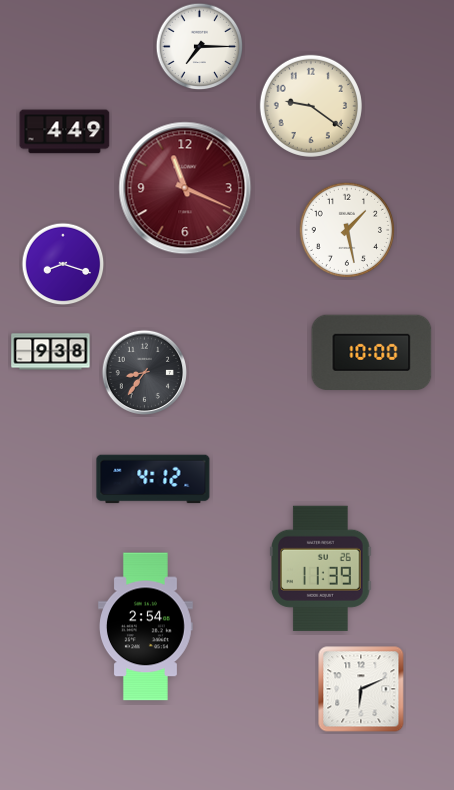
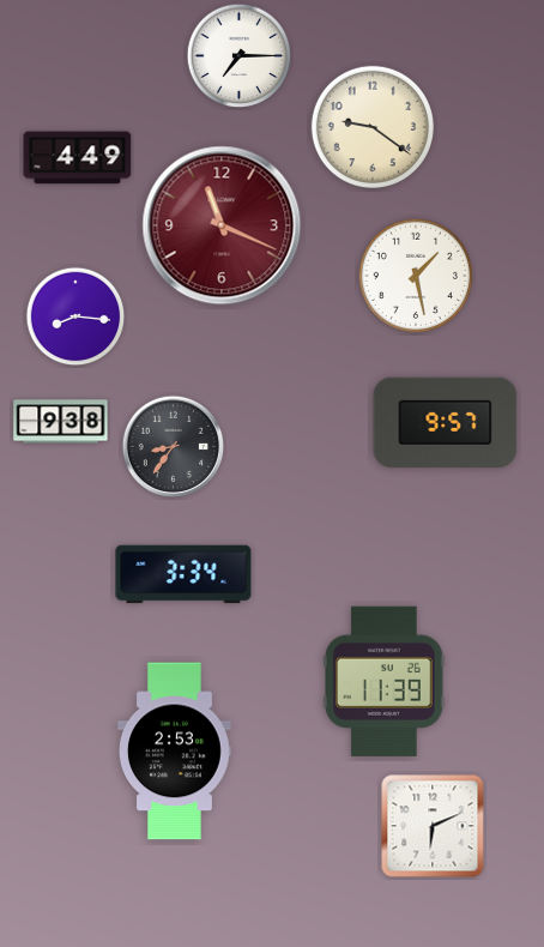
clock at (63, 264): 8:18 -> 8:16
clock at (372, 353): 10:00 -> 9:57
clock at (153, 479): 4:12 -> 3:34
clock at (146, 627): 2:54 -> 2:53
